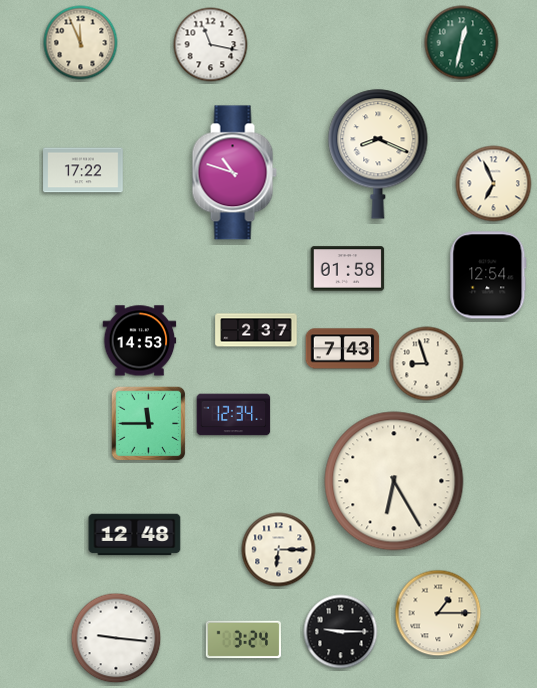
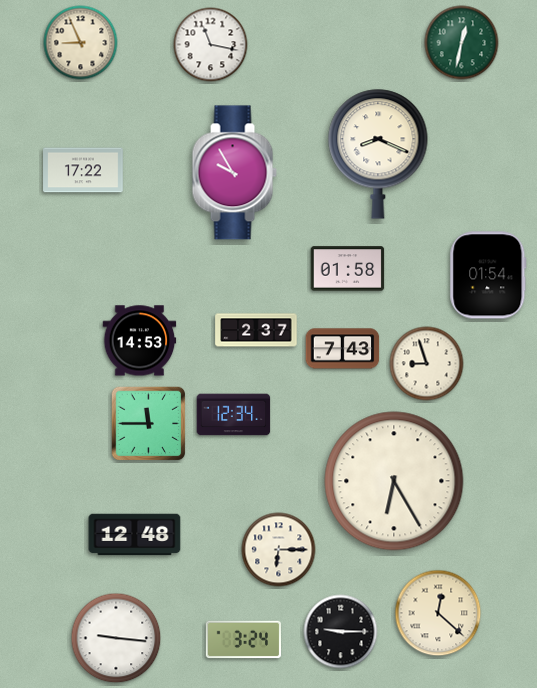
clock at (81, 43): 11:56 -> 8:56
clock at (234, 173): 10:48 -> 9:55
clock at (494, 184): 6:56 -> none
clock at (488, 275): 12:54 -> 01:54
clock at (438, 613): 1:15 -> 12:22
